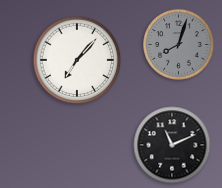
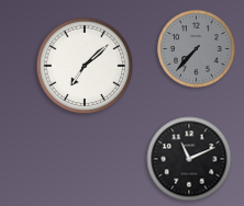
clock at (179, 45): 8:03 -> 7:37
clock at (77, 60): 7:07 -> 7:08
